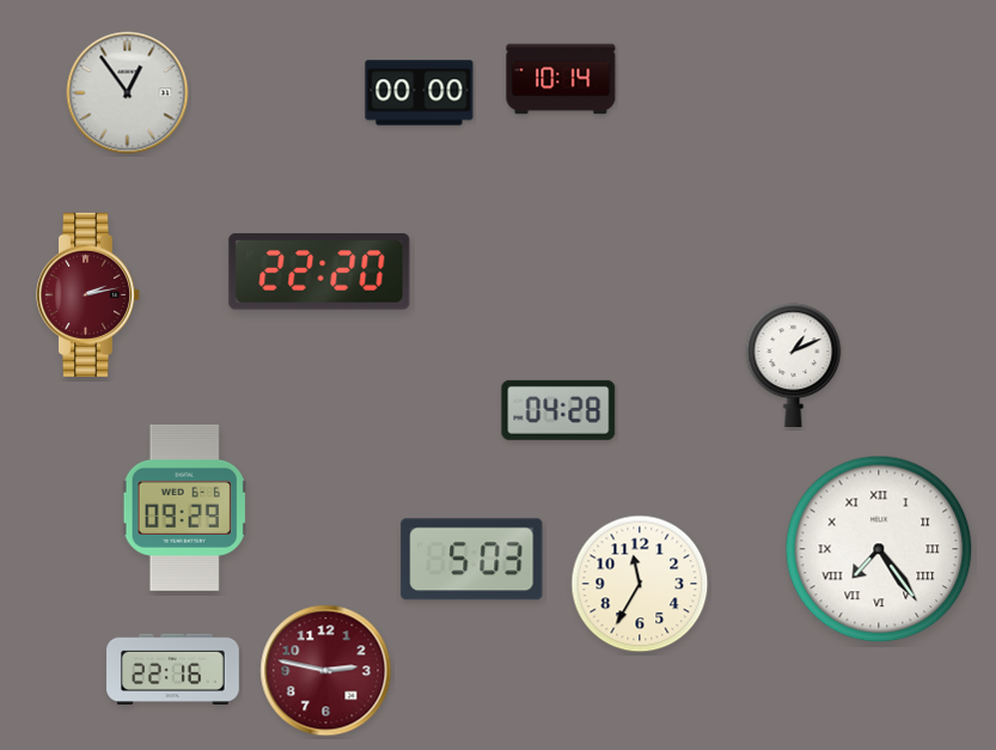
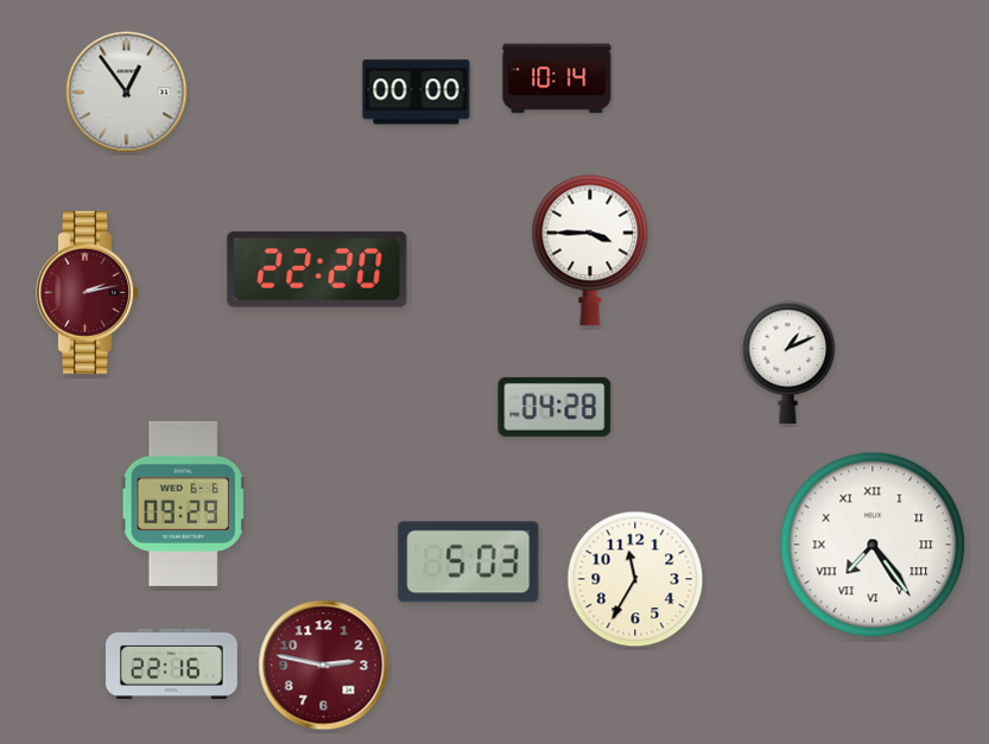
clock at (590, 250): none -> 3:45
clock at (472, 560) position: (472, 560) -> (469, 562)
